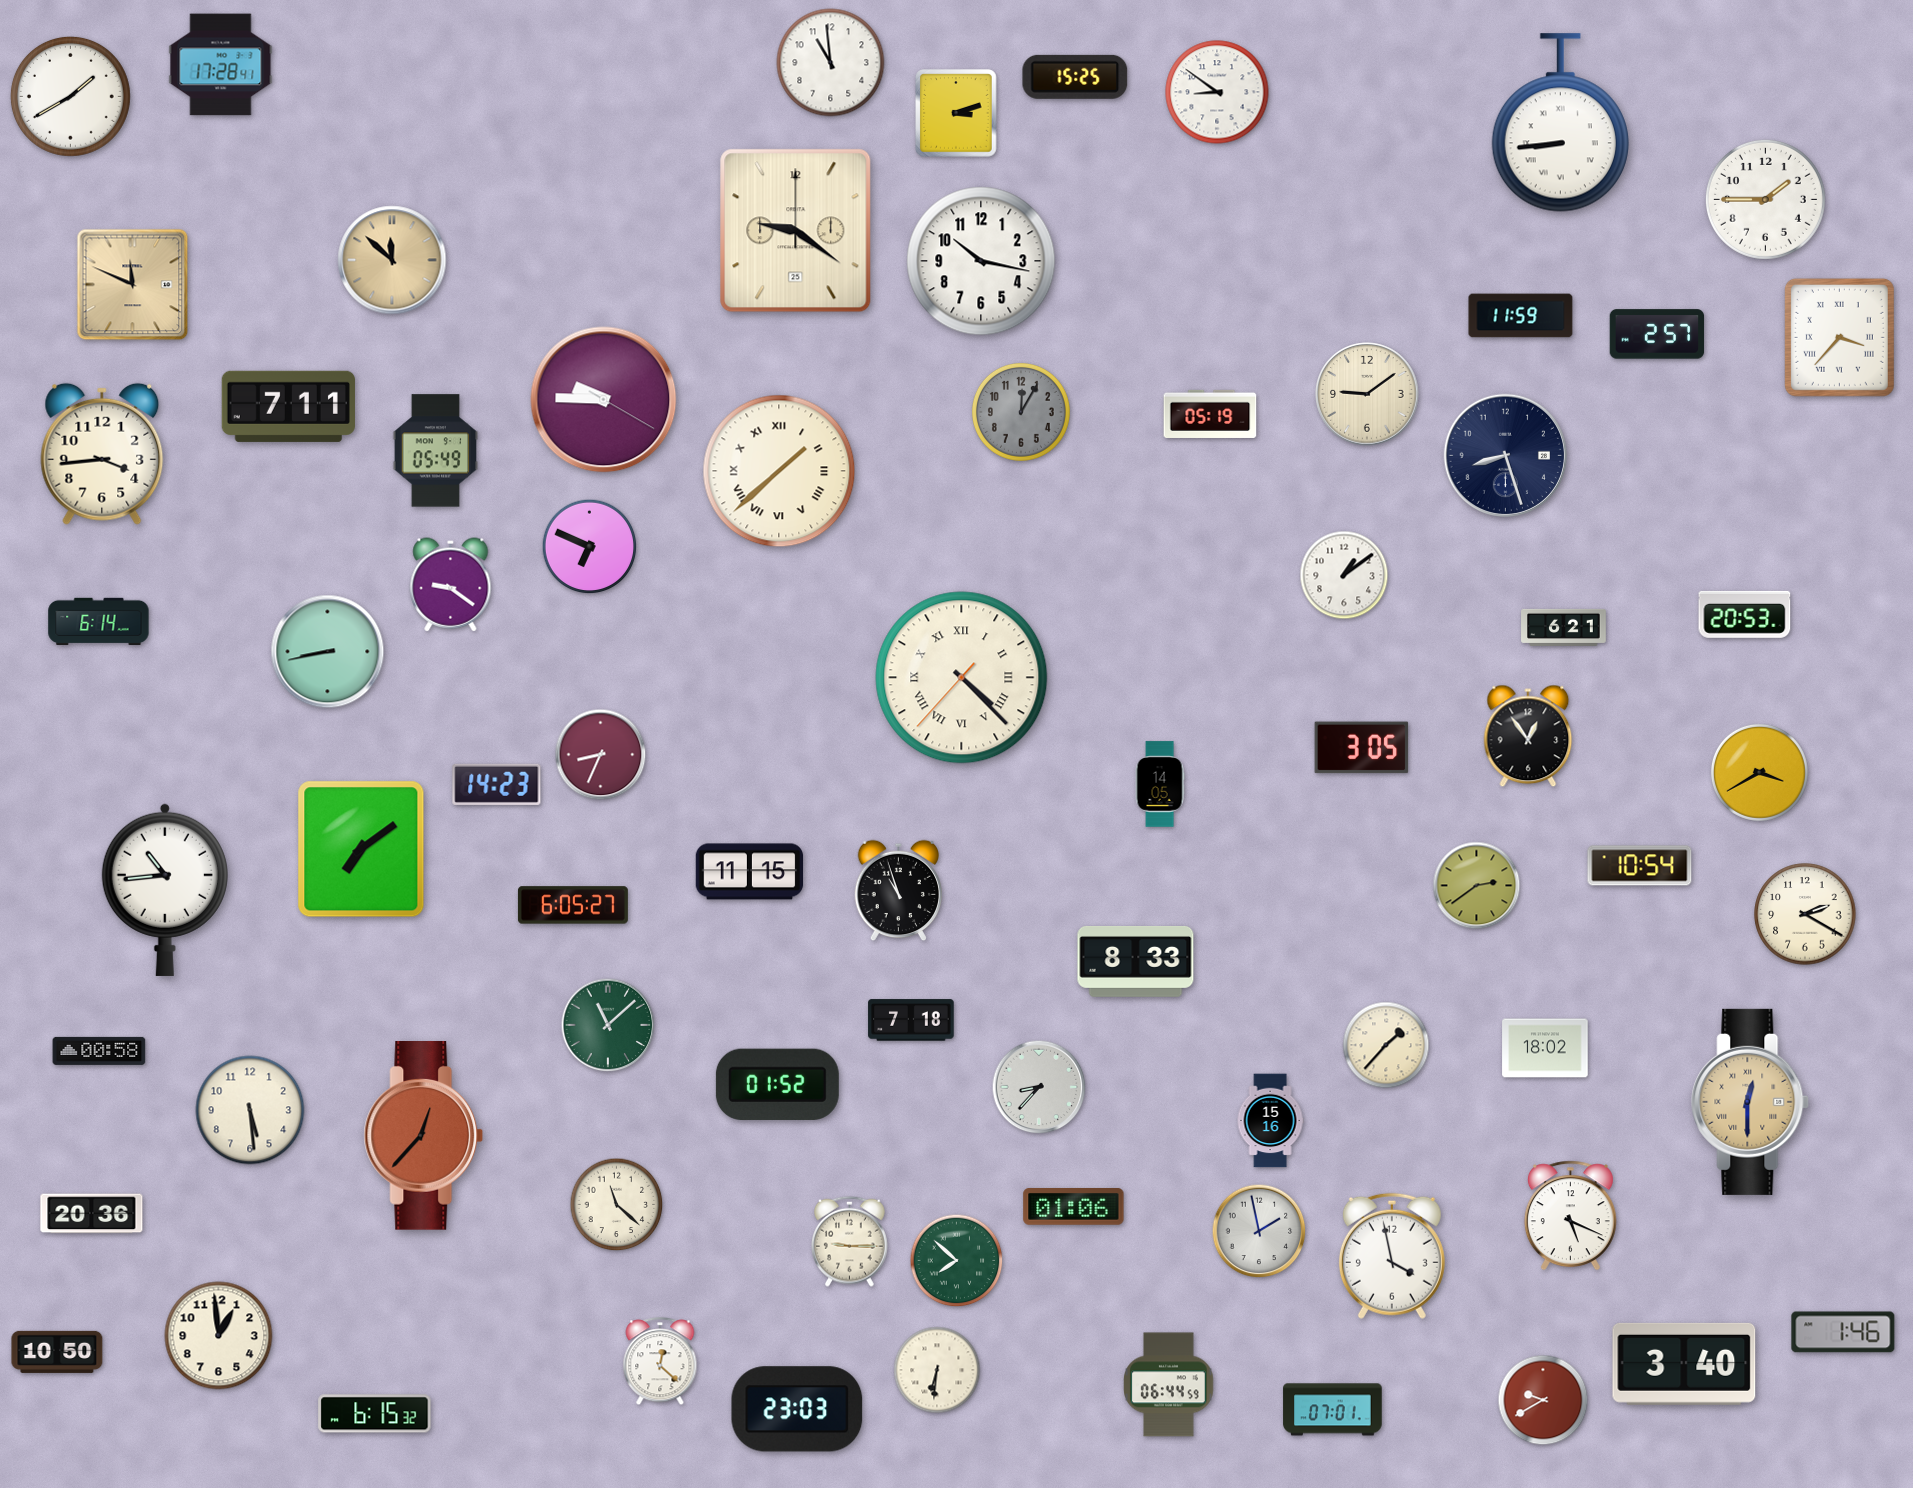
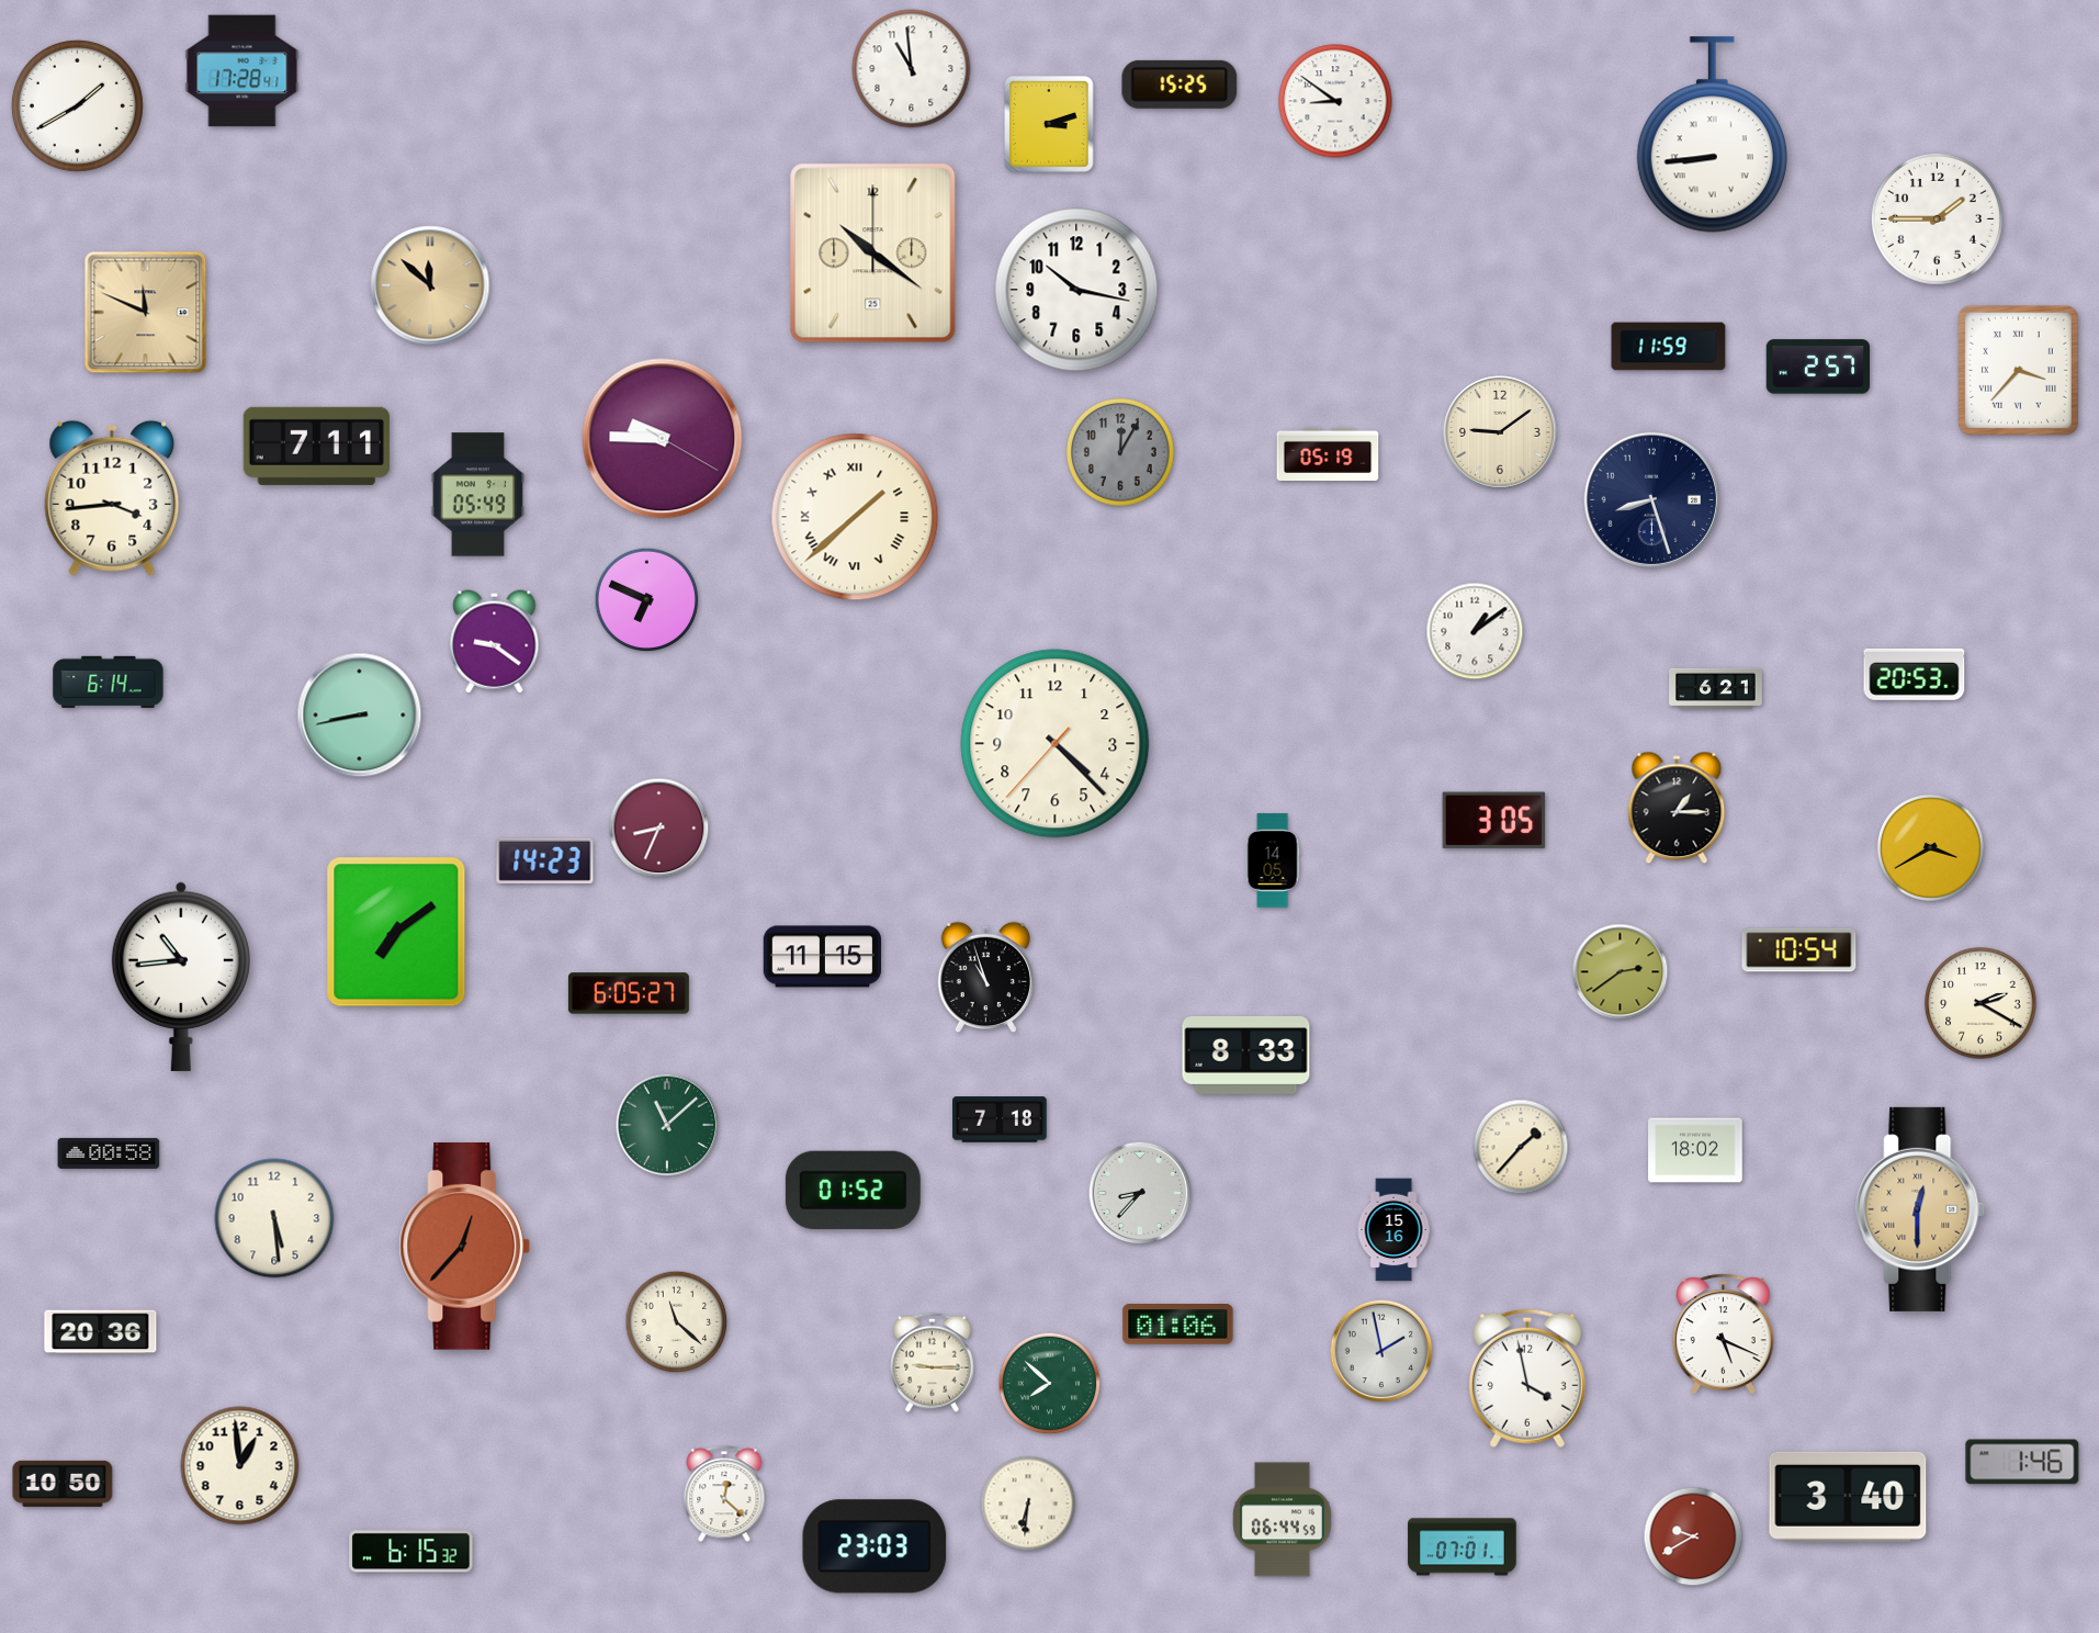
clock at (796, 231): 9:21 -> 10:21
clock at (981, 261) position: (981, 261) -> (1076, 290)
clock at (962, 678) numerals: Roman -> Arabic
clock at (1528, 736): 12:54 -> 1:15
